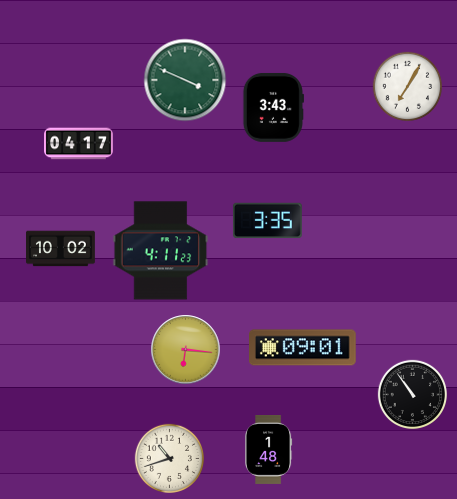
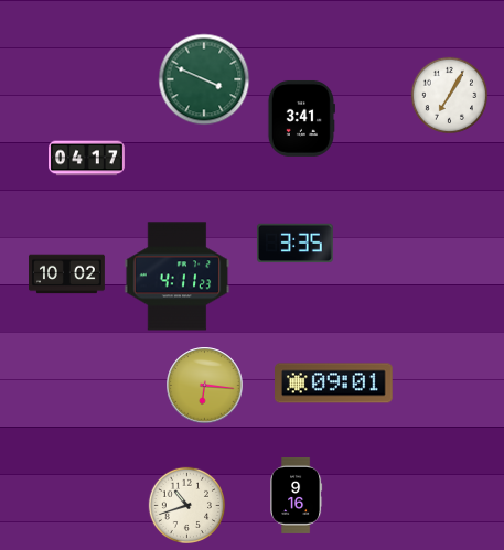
clock at (185, 80) position: (185, 80) -> (204, 79)
clock at (273, 107): 3:43 -> 3:41
clock at (412, 394): 10:54 -> none
clock at (269, 450): 1:48 -> 9:16
